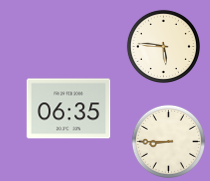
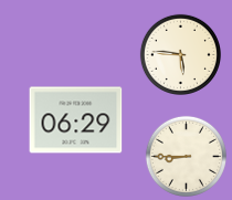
clock at (163, 46) position: (163, 46) -> (180, 54)
clock at (69, 109): 06:35 -> 06:29
